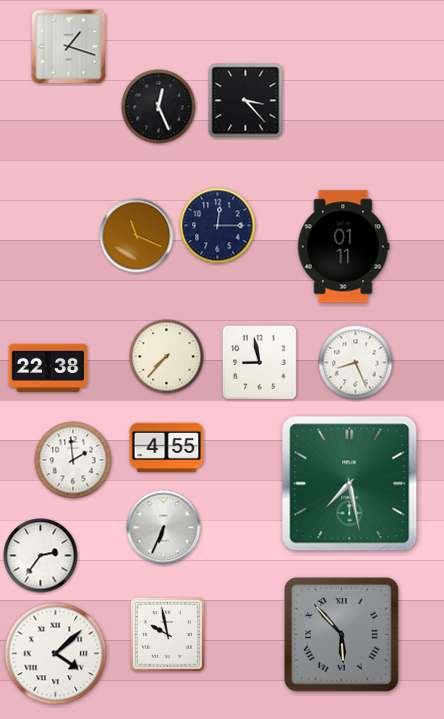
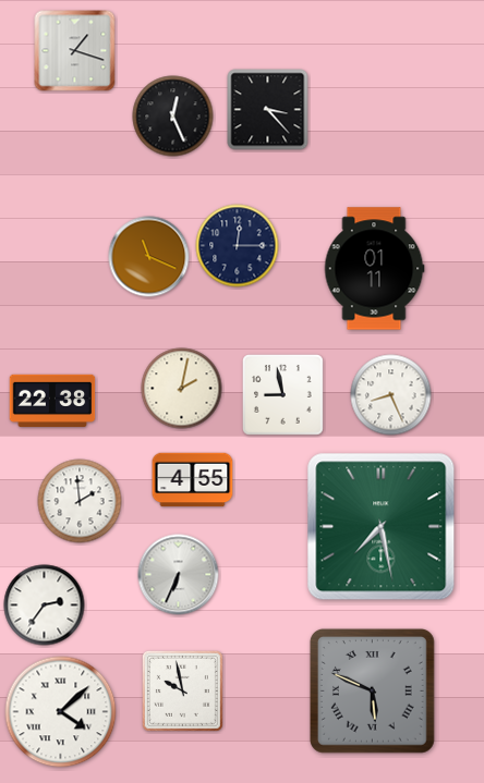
clock at (167, 357): 7:37 -> 2:02
clock at (356, 363) position: (356, 363) -> (391, 395)
clock at (167, 448) position: (167, 448) -> (193, 480)
clock at (341, 634): 5:53 -> 5:49
